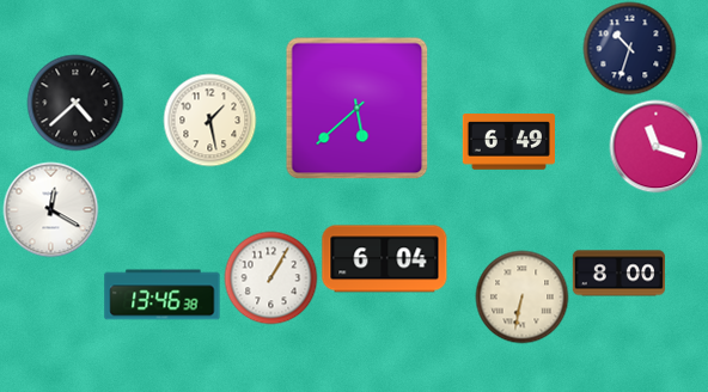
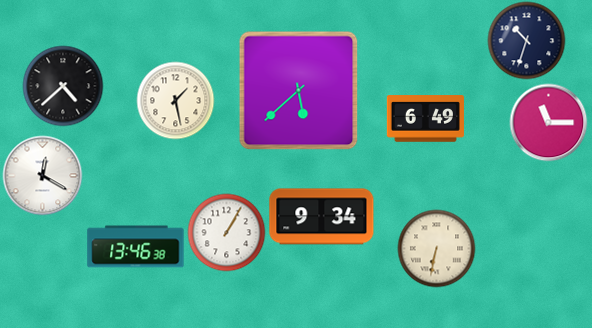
clock at (655, 146): 11:18 -> 11:15
clock at (385, 259): 6:04 -> 9:34
clock at (618, 274): 8:00 -> none
